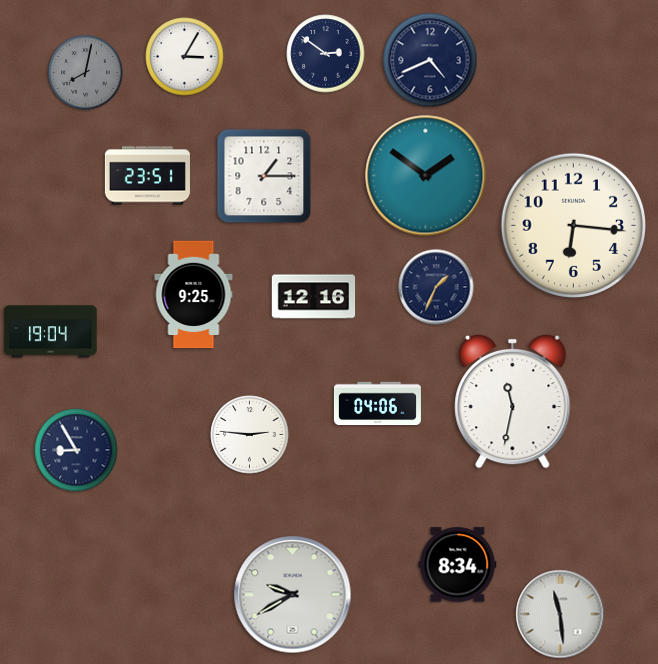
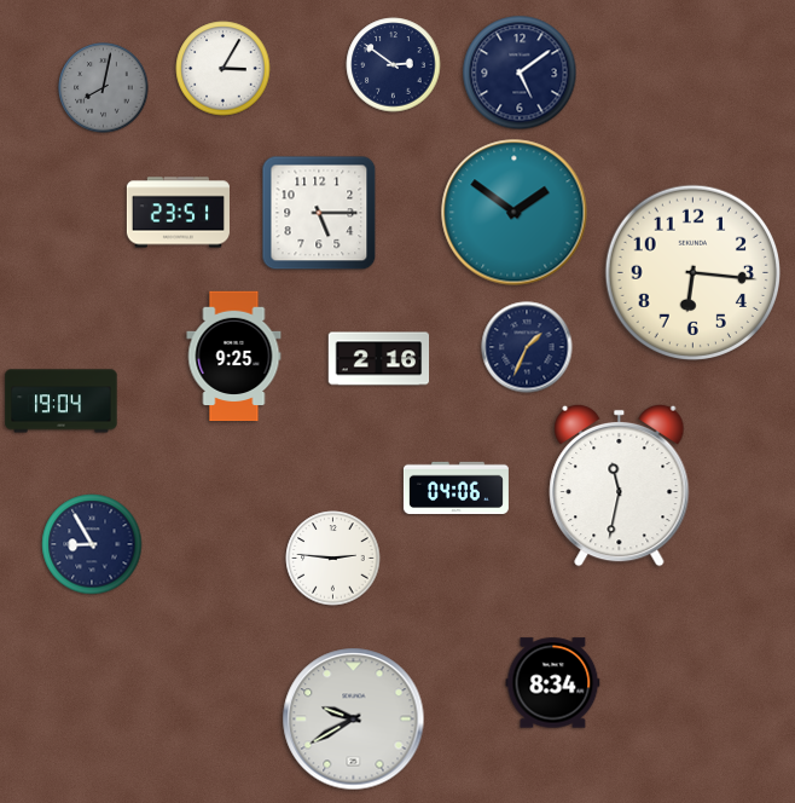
clock at (430, 60): 4:41 -> 5:09
clock at (264, 176): 1:15 -> 5:15
clock at (314, 297): 12:16 -> 2:16
clock at (250, 435) position: (250, 435) -> (333, 559)
clock at (560, 614): 11:29 -> none
